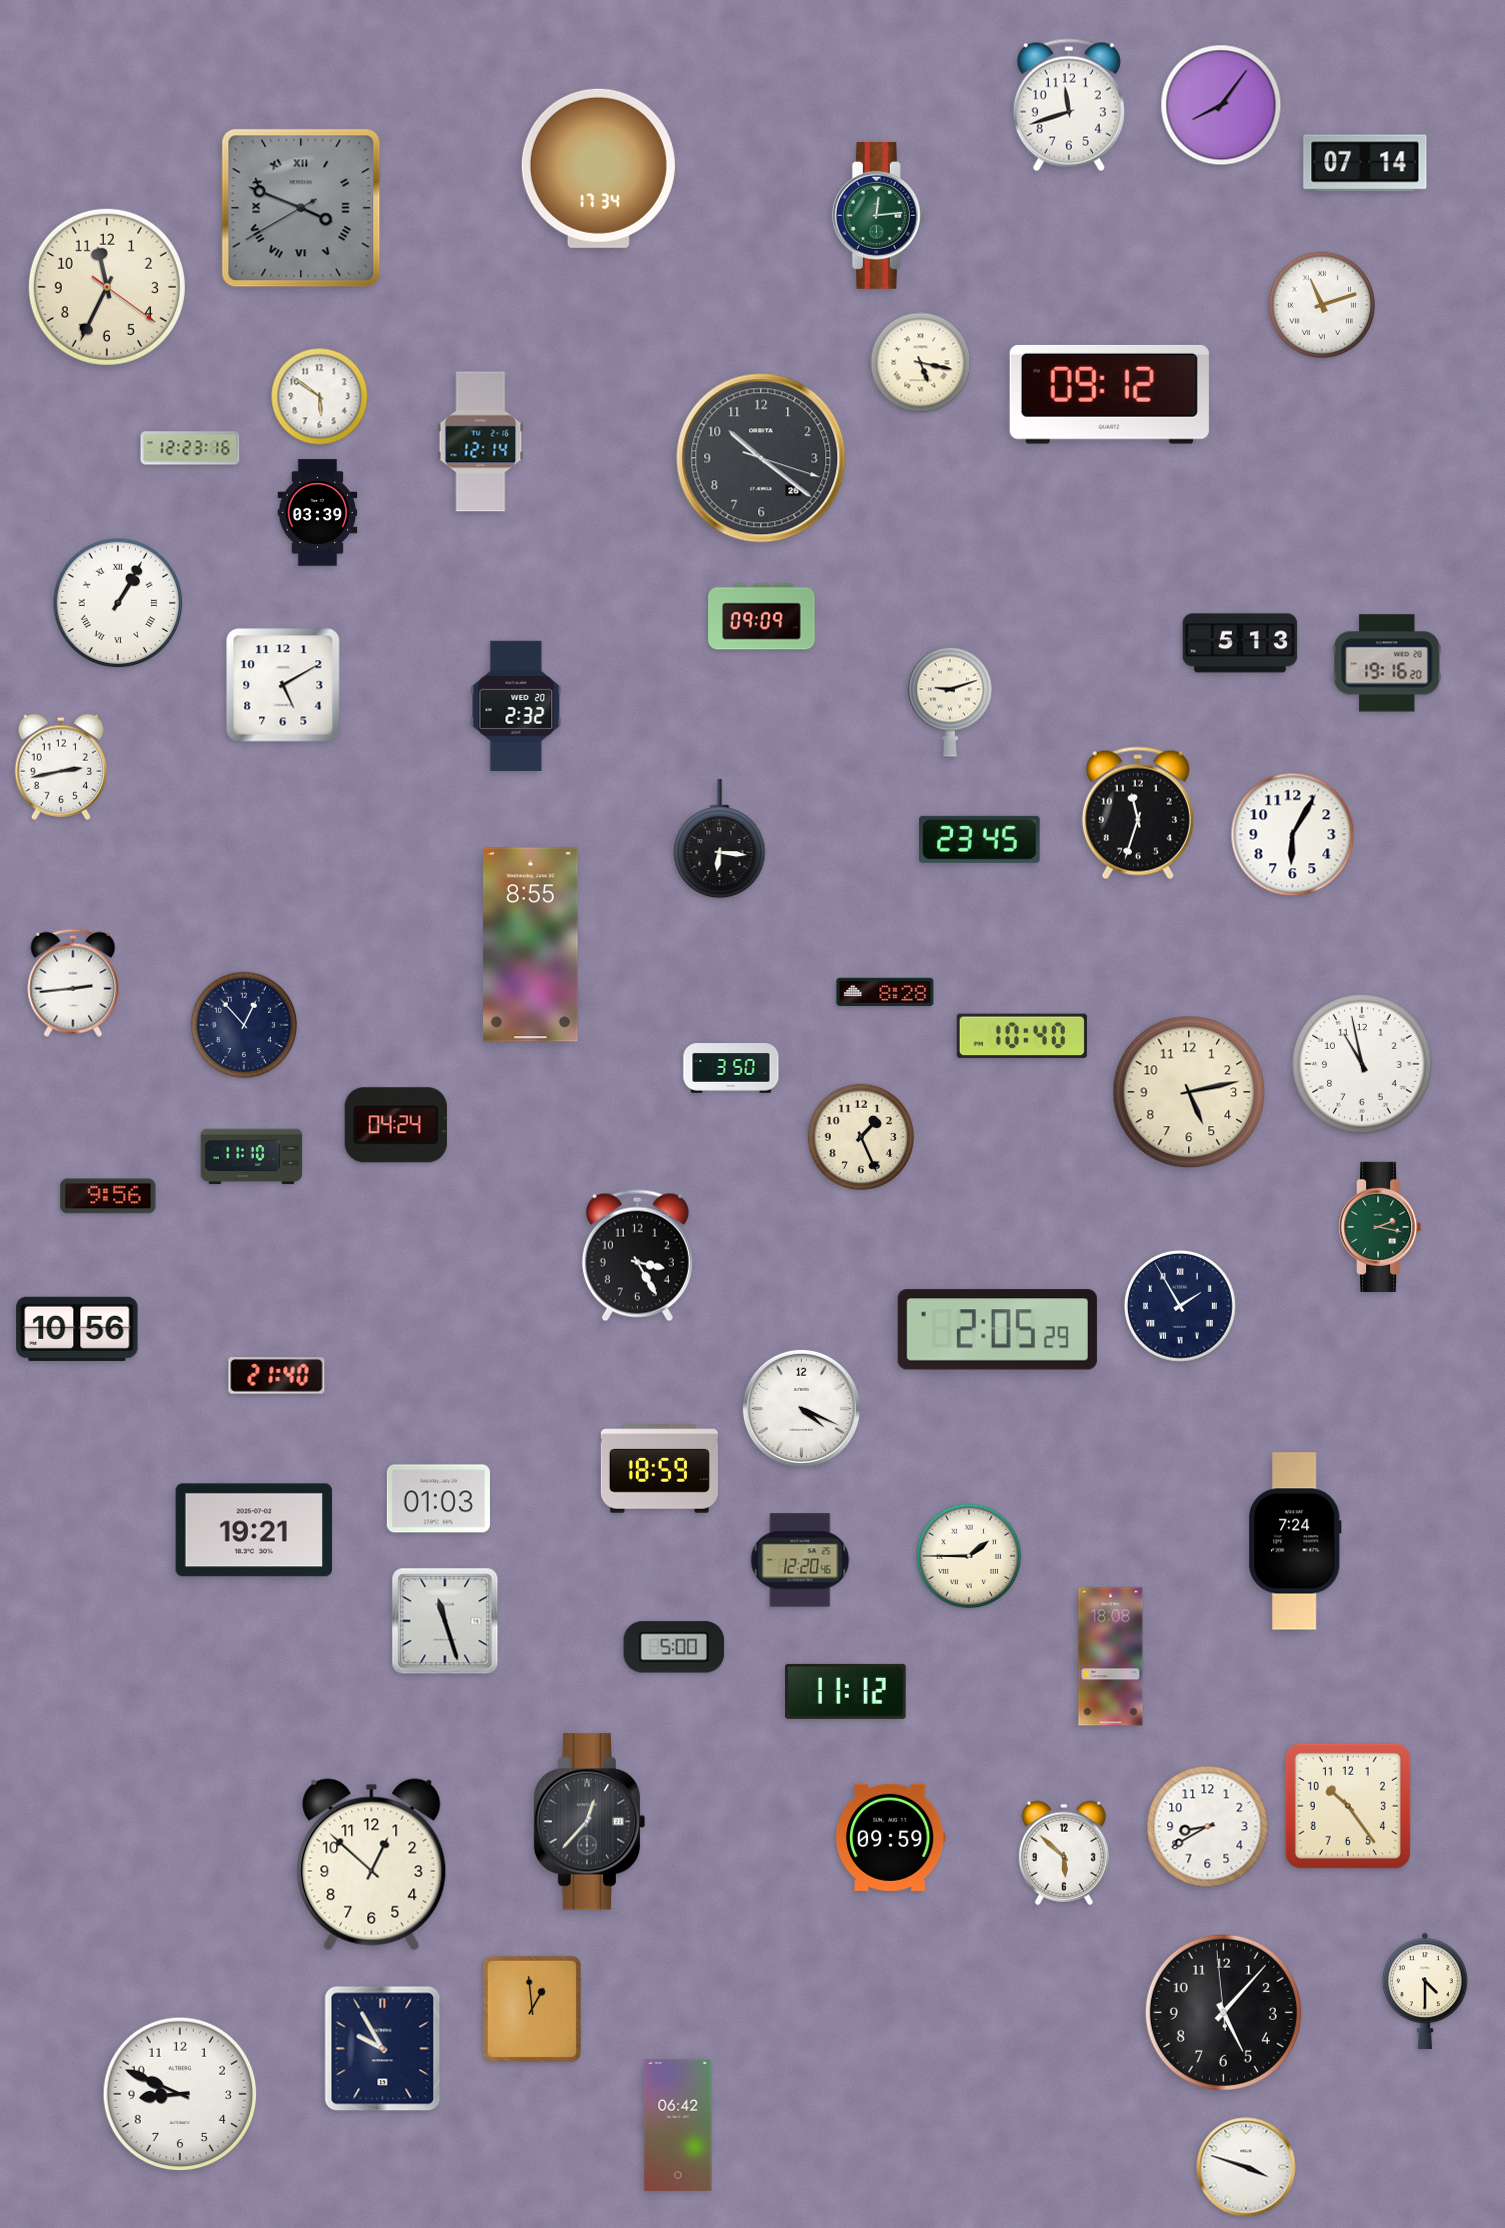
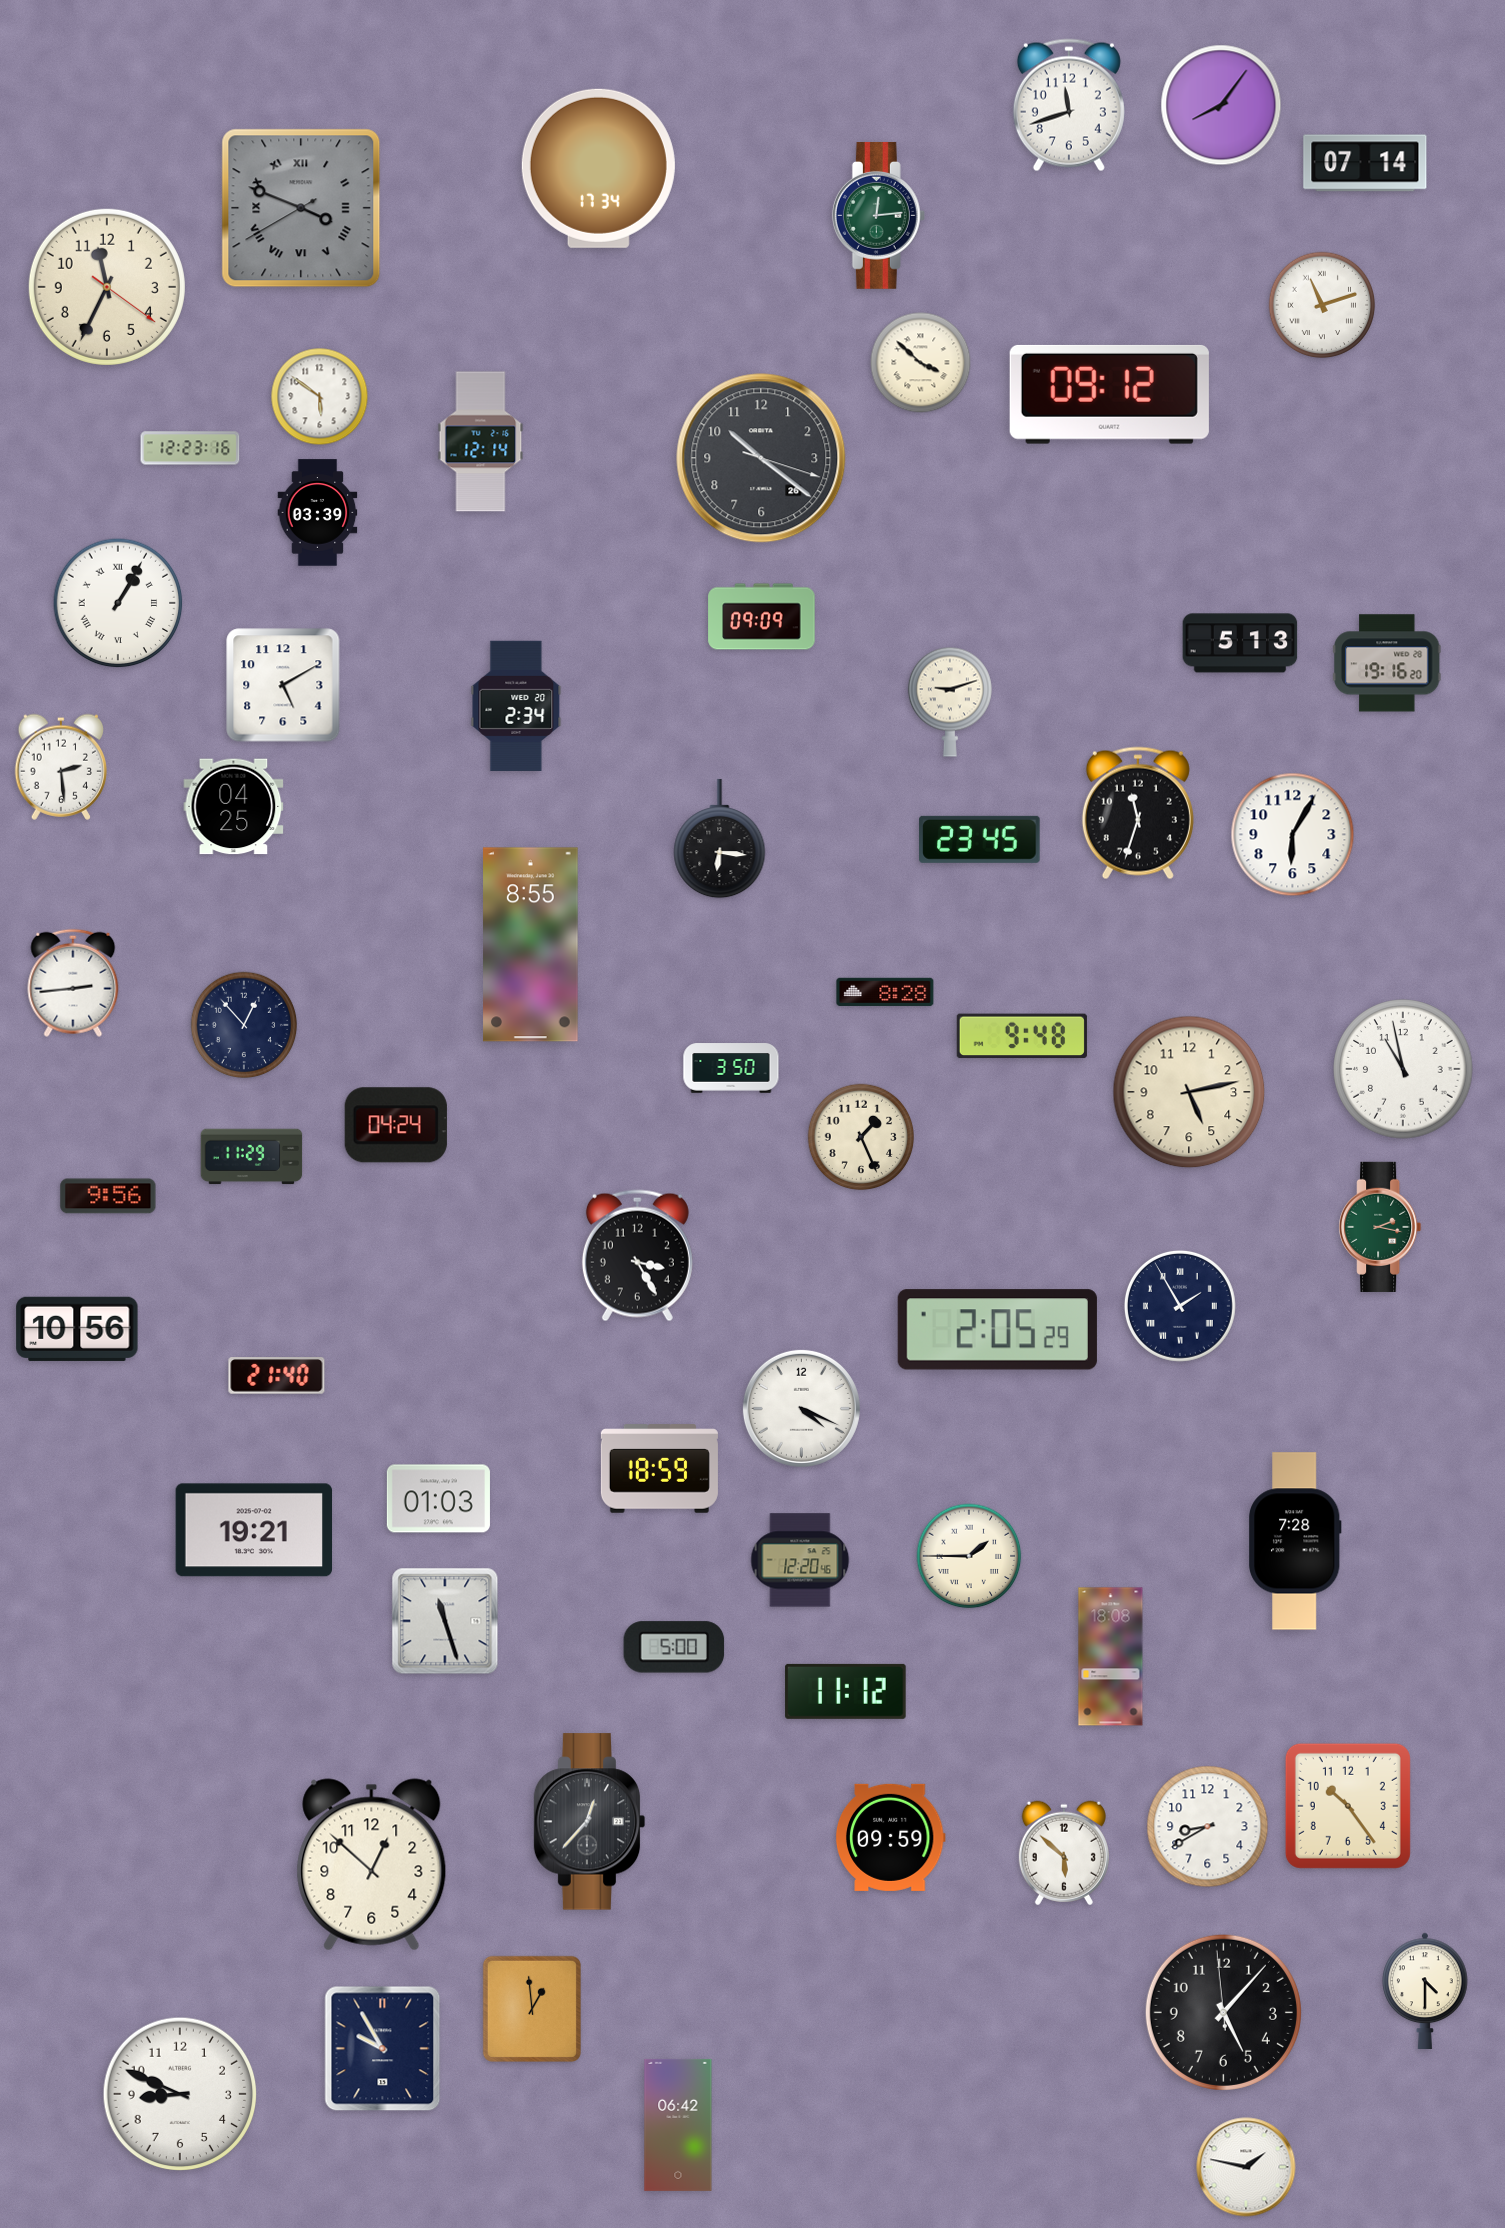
clock at (921, 363): 5:17 -> 3:52
clock at (516, 706): 2:32 -> 2:34
clock at (60, 767): 2:43 -> 2:29
clock at (234, 807): none -> 04:25
clock at (1022, 1036): 10:40 -> 9:48
clock at (1362, 1064) position: (1362, 1064) -> (1403, 1069)
clock at (252, 1157): 11:10 -> 11:29
clock at (1296, 1541): 7:24 -> 7:28
clock at (1246, 2167): 3:48 -> 1:47
